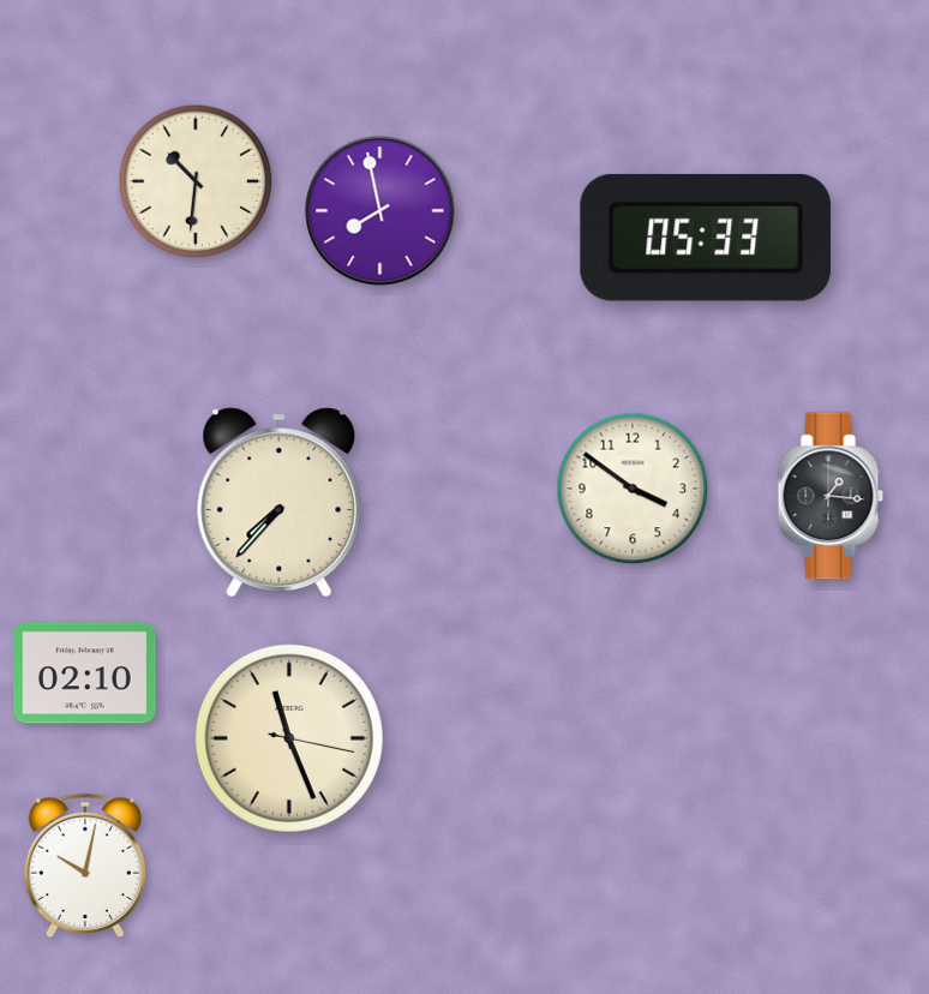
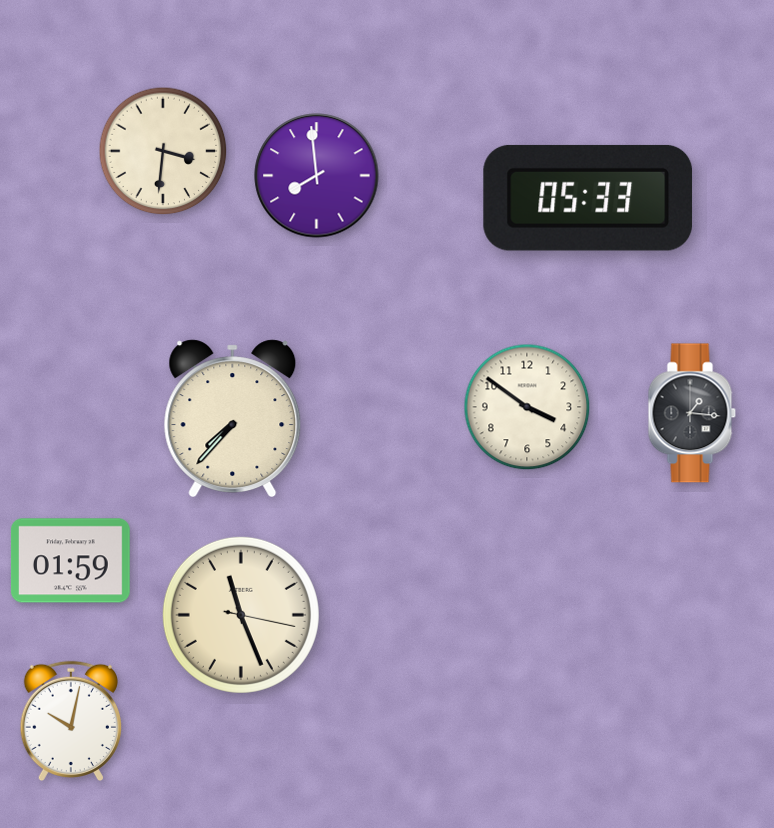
clock at (196, 181): 10:31 -> 3:31
clock at (380, 211): 7:58 -> 7:59
clock at (84, 673): 02:10 -> 01:59
